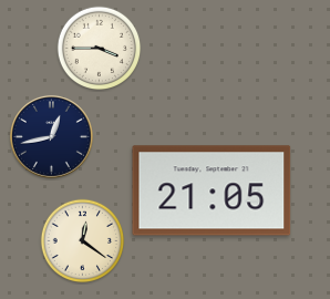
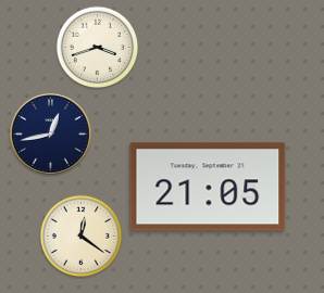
clock at (100, 49): 3:45 -> 3:42
